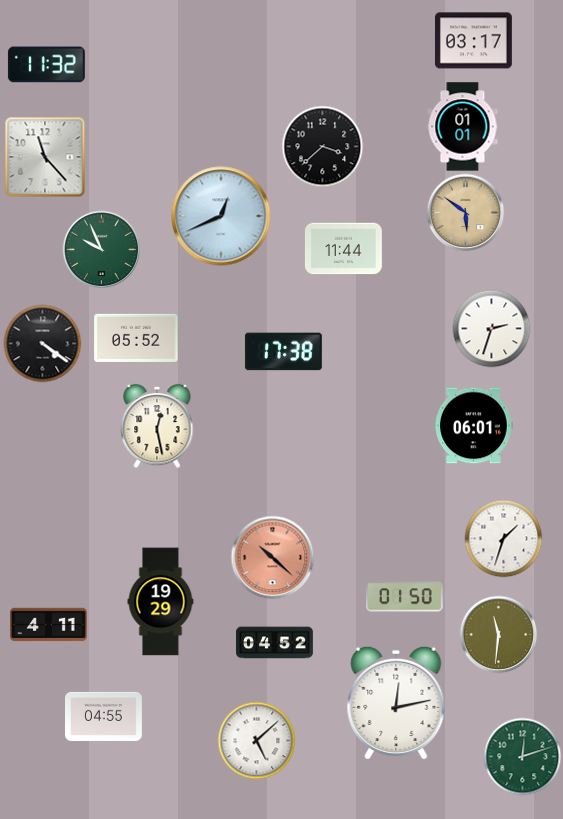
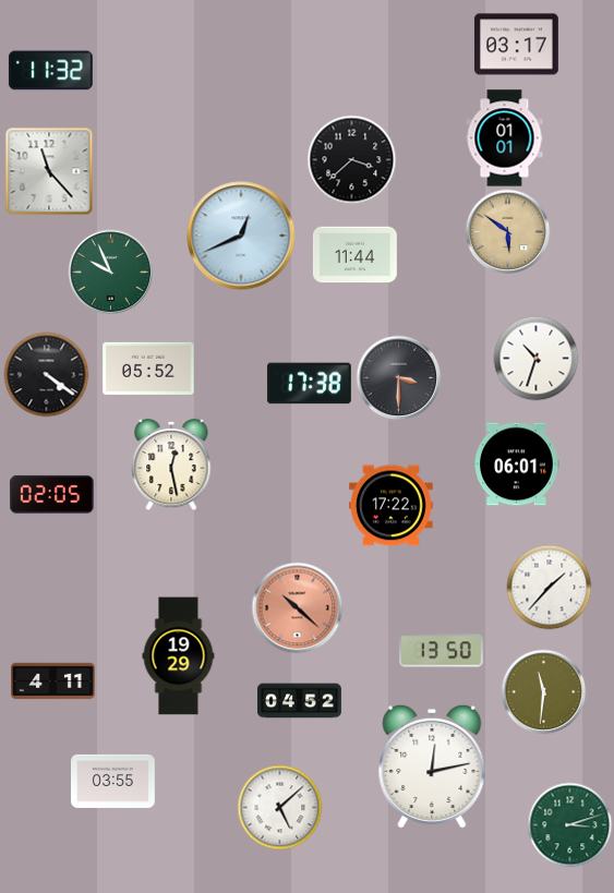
clock at (343, 249) position: (343, 249) -> (354, 255)
clock at (491, 328): 2:33 -> 10:33
clock at (398, 377): none -> 3:30
clock at (51, 494): none -> 02:05
clock at (390, 506): none -> 17:22
clock at (503, 538): 1:33 -> 1:37
clock at (405, 597): 01:50 -> 13:50
clock at (161, 602) position: (161, 602) -> (179, 656)
clock at (104, 716): 04:55 -> 03:55
clock at (522, 756): 12:12 -> 3:12
